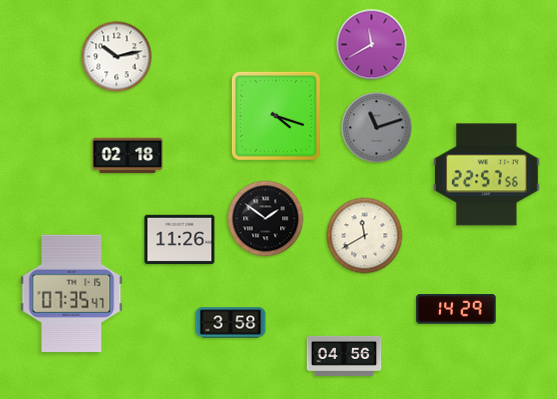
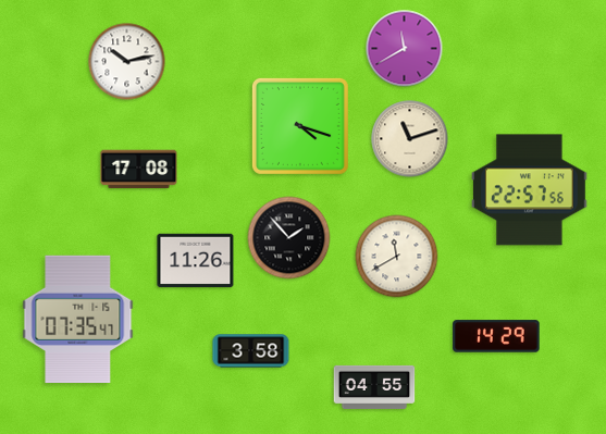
clock at (377, 128) dial: grey -> cream
clock at (128, 156): 02:18 -> 17:08
clock at (266, 219): 1:51 -> 1:53
clock at (344, 356): 04:56 -> 04:55
